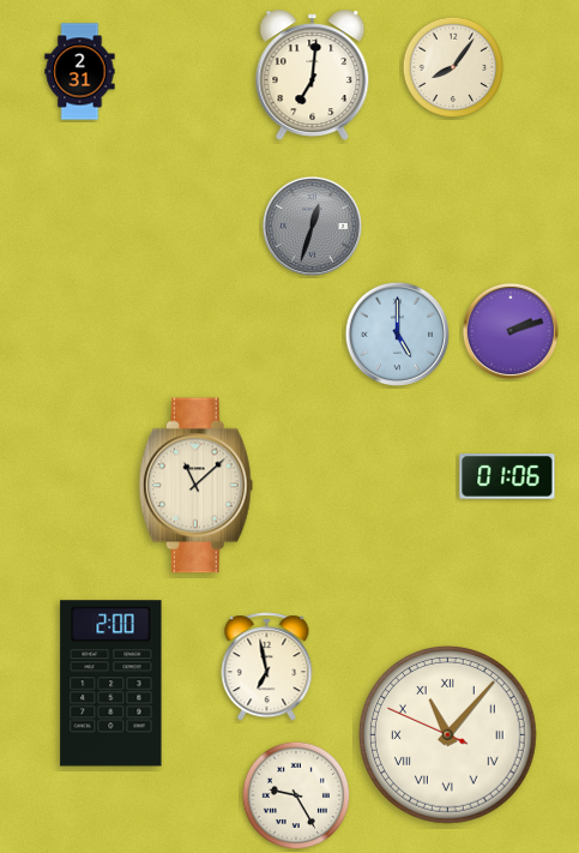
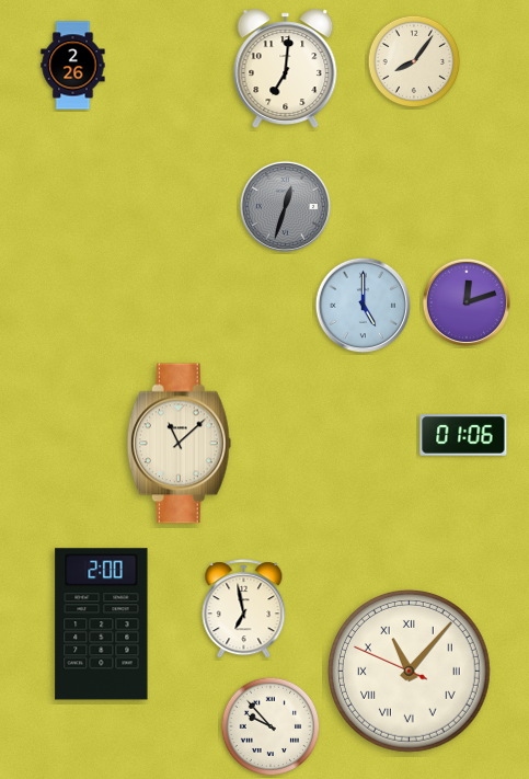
clock at (80, 72): 2:31 -> 2:26
clock at (511, 331): 2:12 -> 12:12
clock at (296, 795): 9:25 -> 9:53
